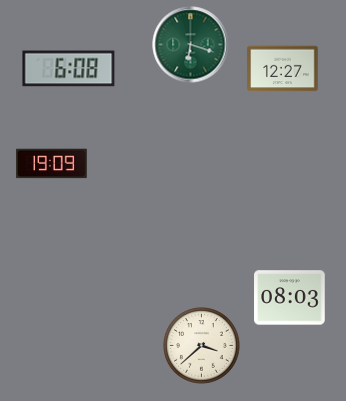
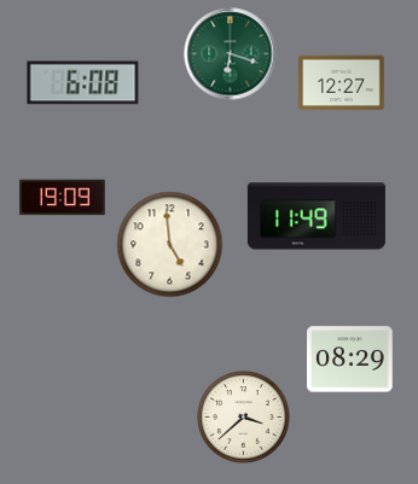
clock at (317, 216): none -> 11:49
clock at (170, 245): none -> 4:59
clock at (290, 298): 08:03 -> 08:29
